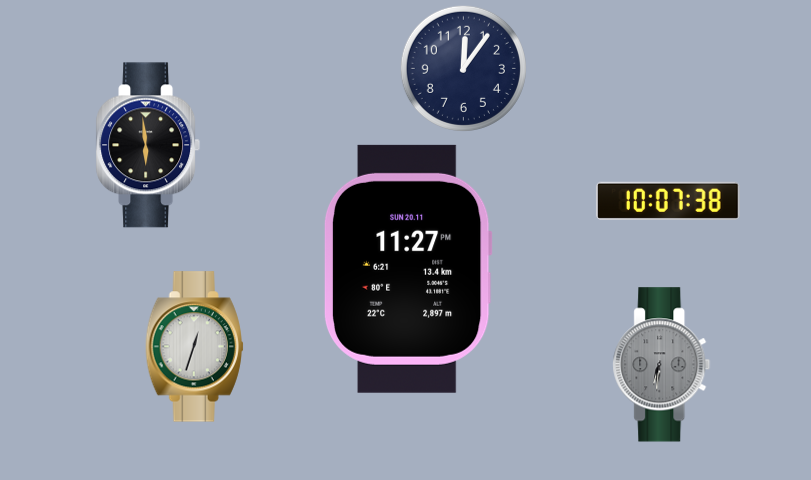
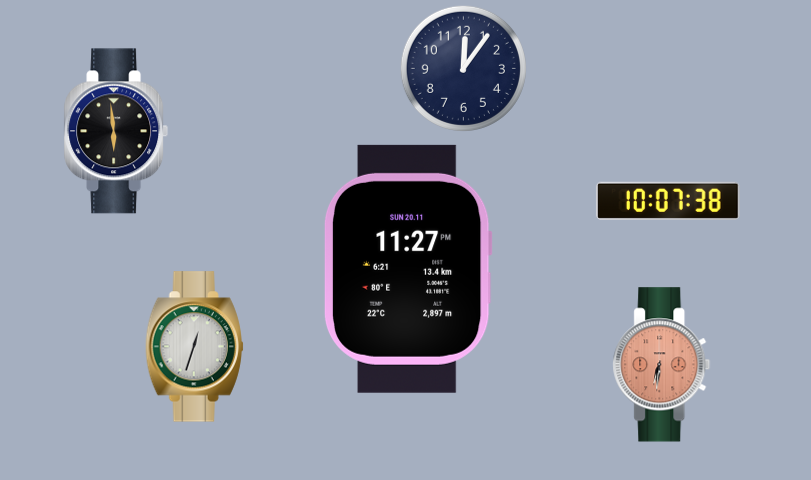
clock at (148, 145) position: (148, 145) -> (116, 131)
clock at (662, 365) dial: grey -> salmon
